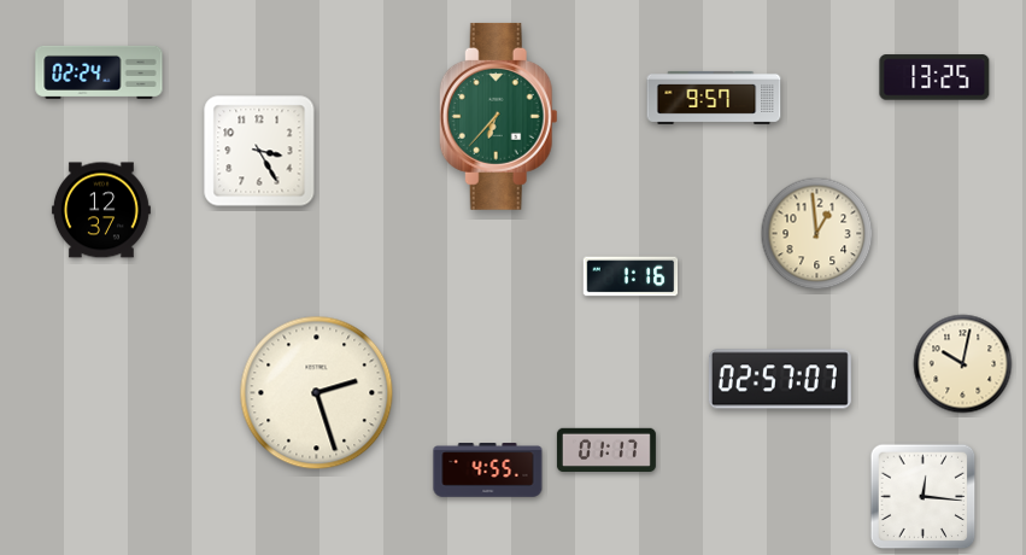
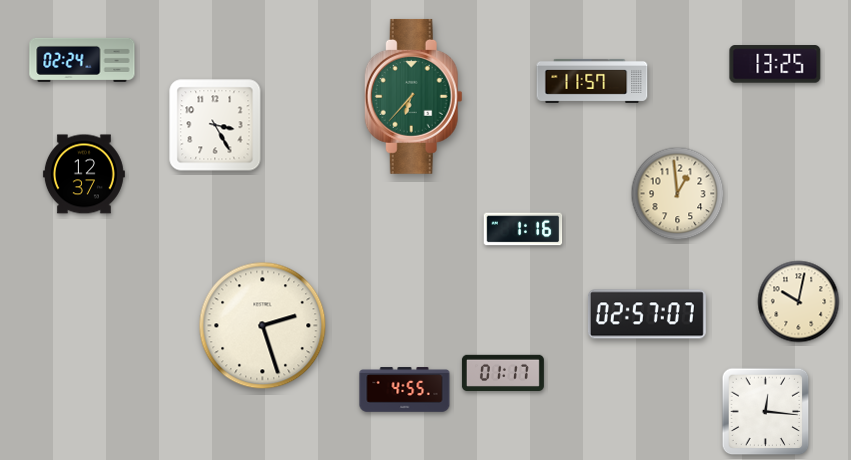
clock at (714, 98): 9:57 -> 11:57
